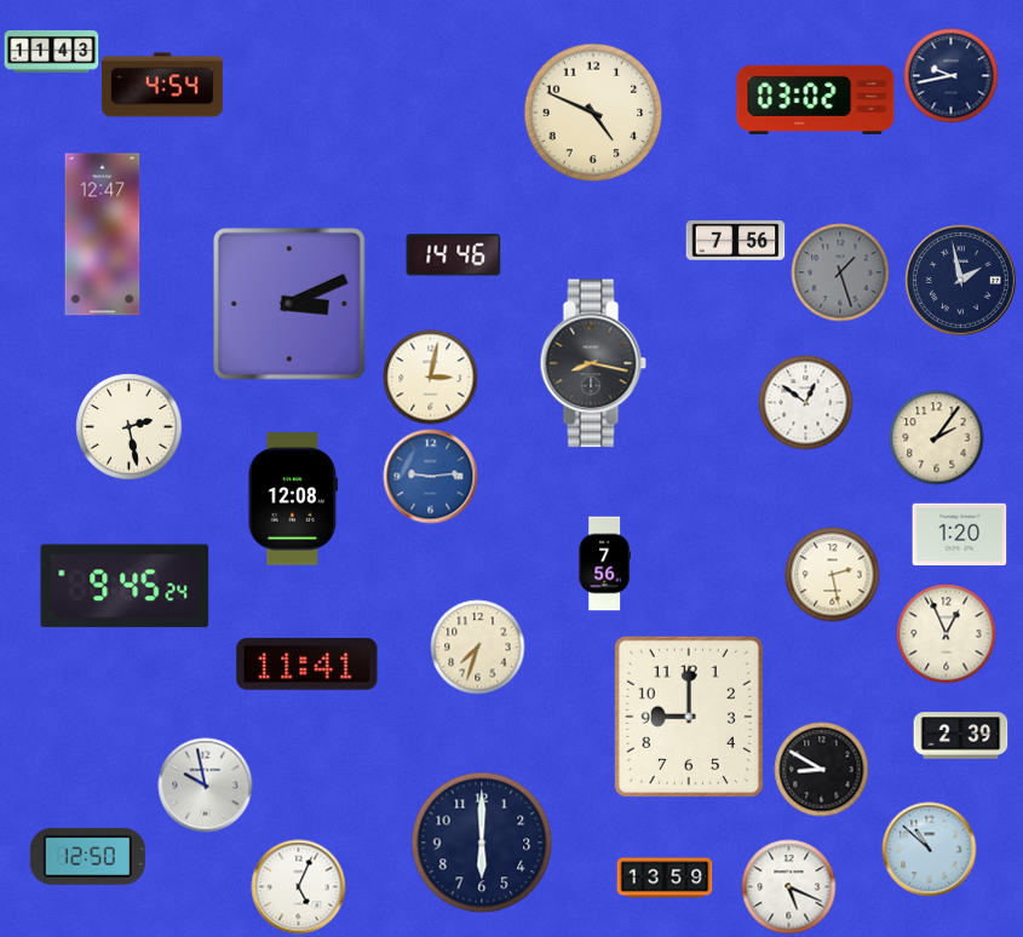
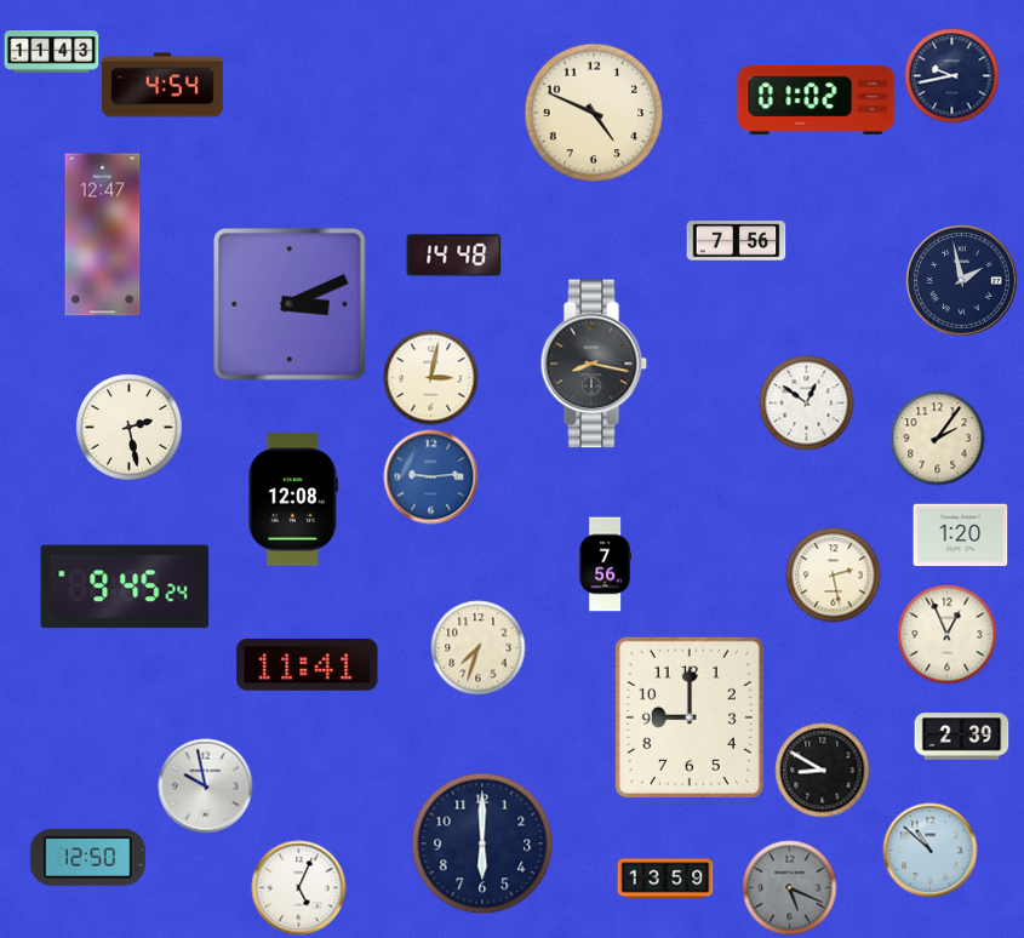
clock at (816, 99): 03:02 -> 01:02
clock at (453, 255): 14:46 -> 14:48
clock at (840, 272): 1:27 -> none
clock at (788, 886) dial: white -> grey
